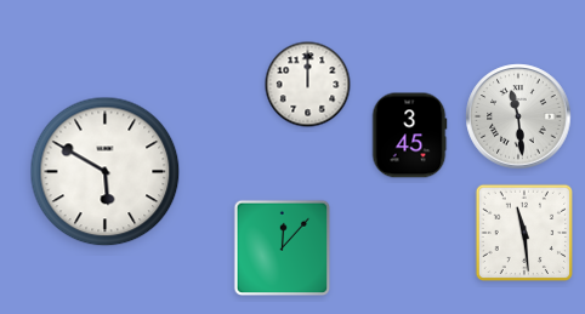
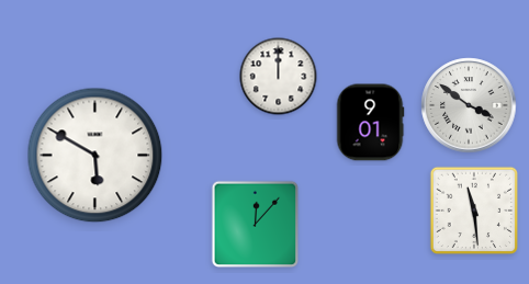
clock at (518, 116): 11:29 -> 3:51
clock at (409, 136): 3:45 -> 9:01
